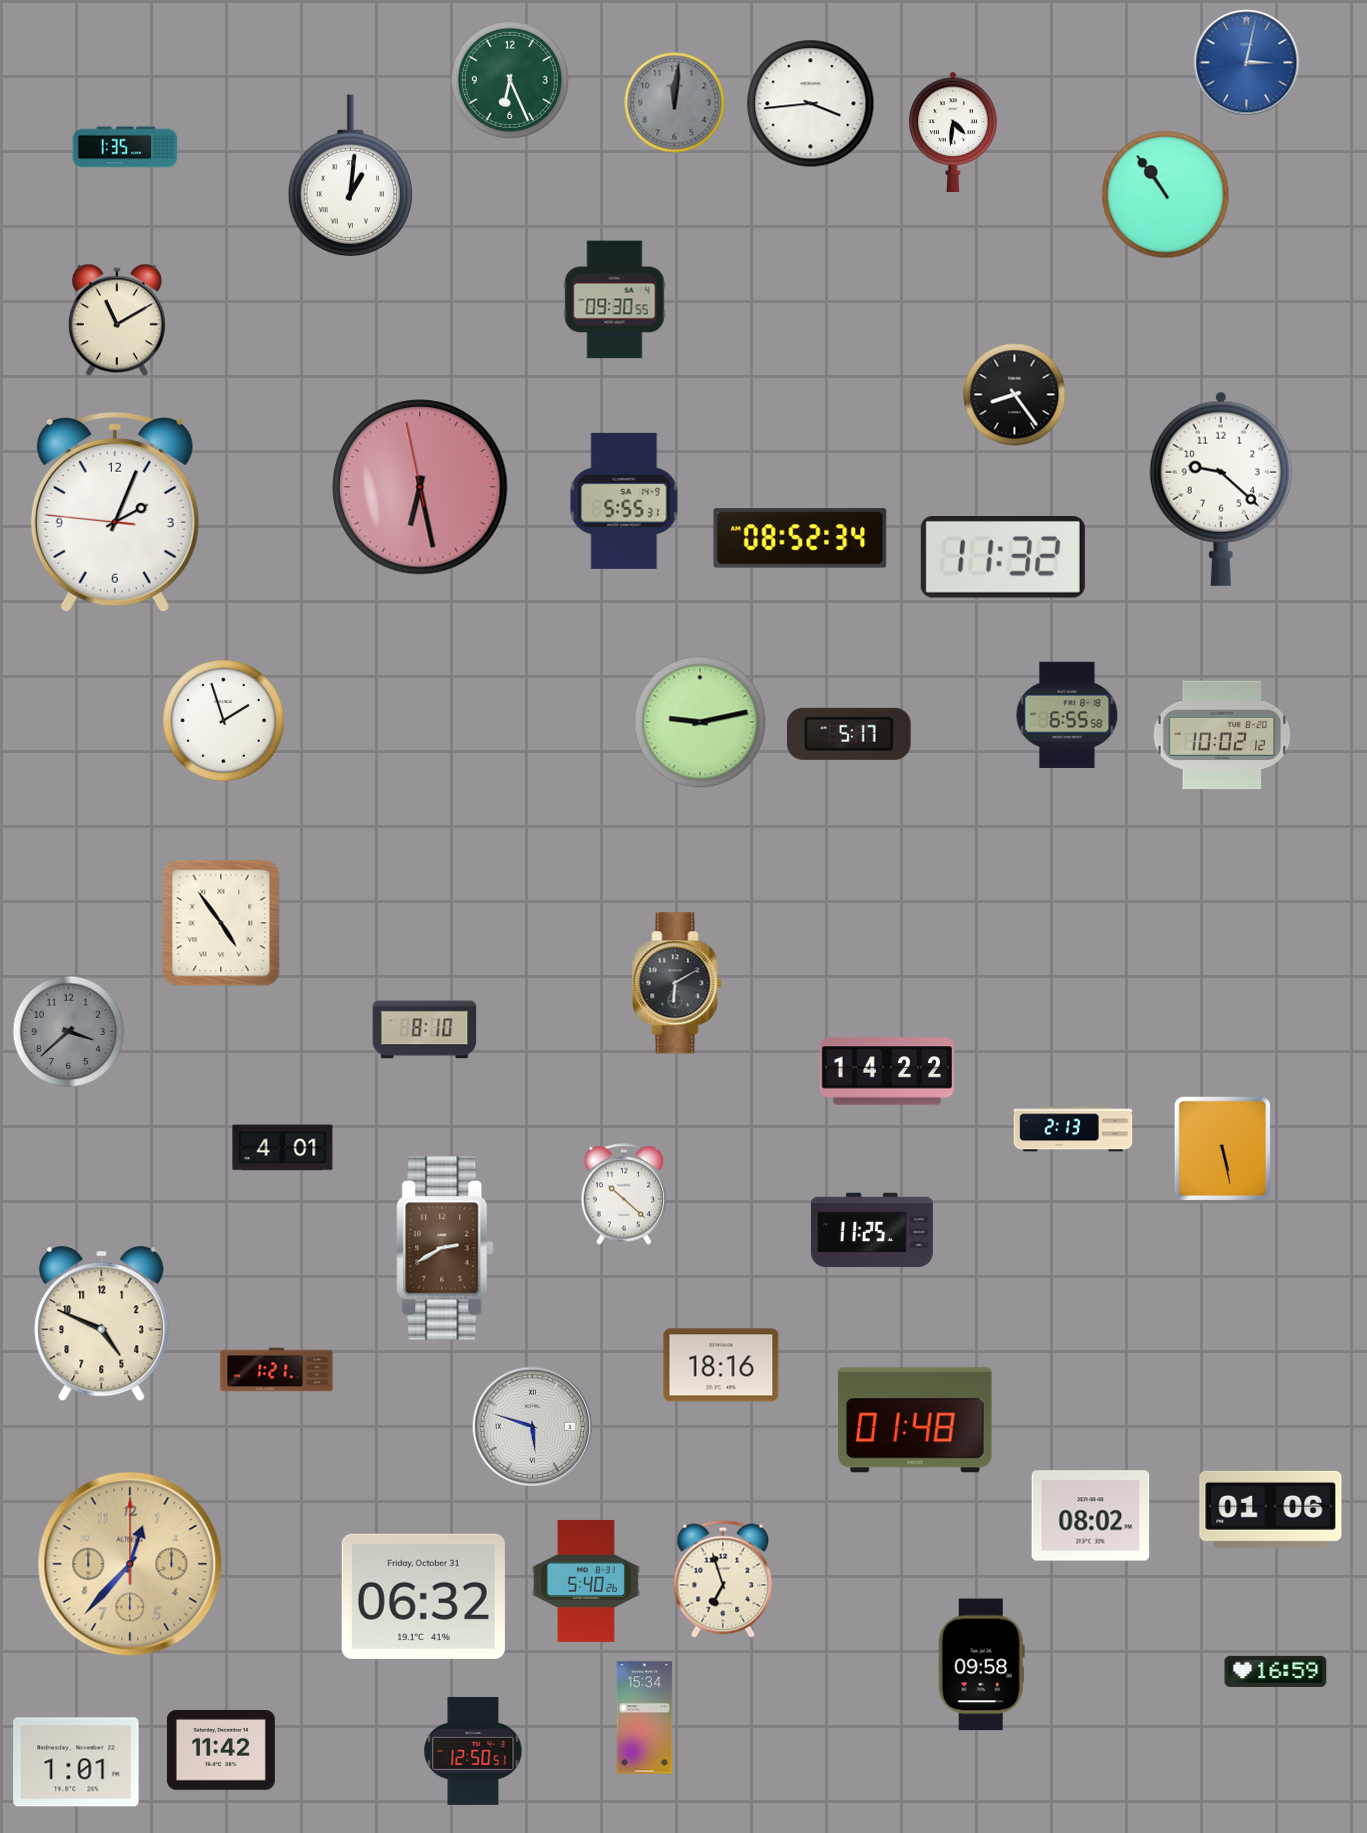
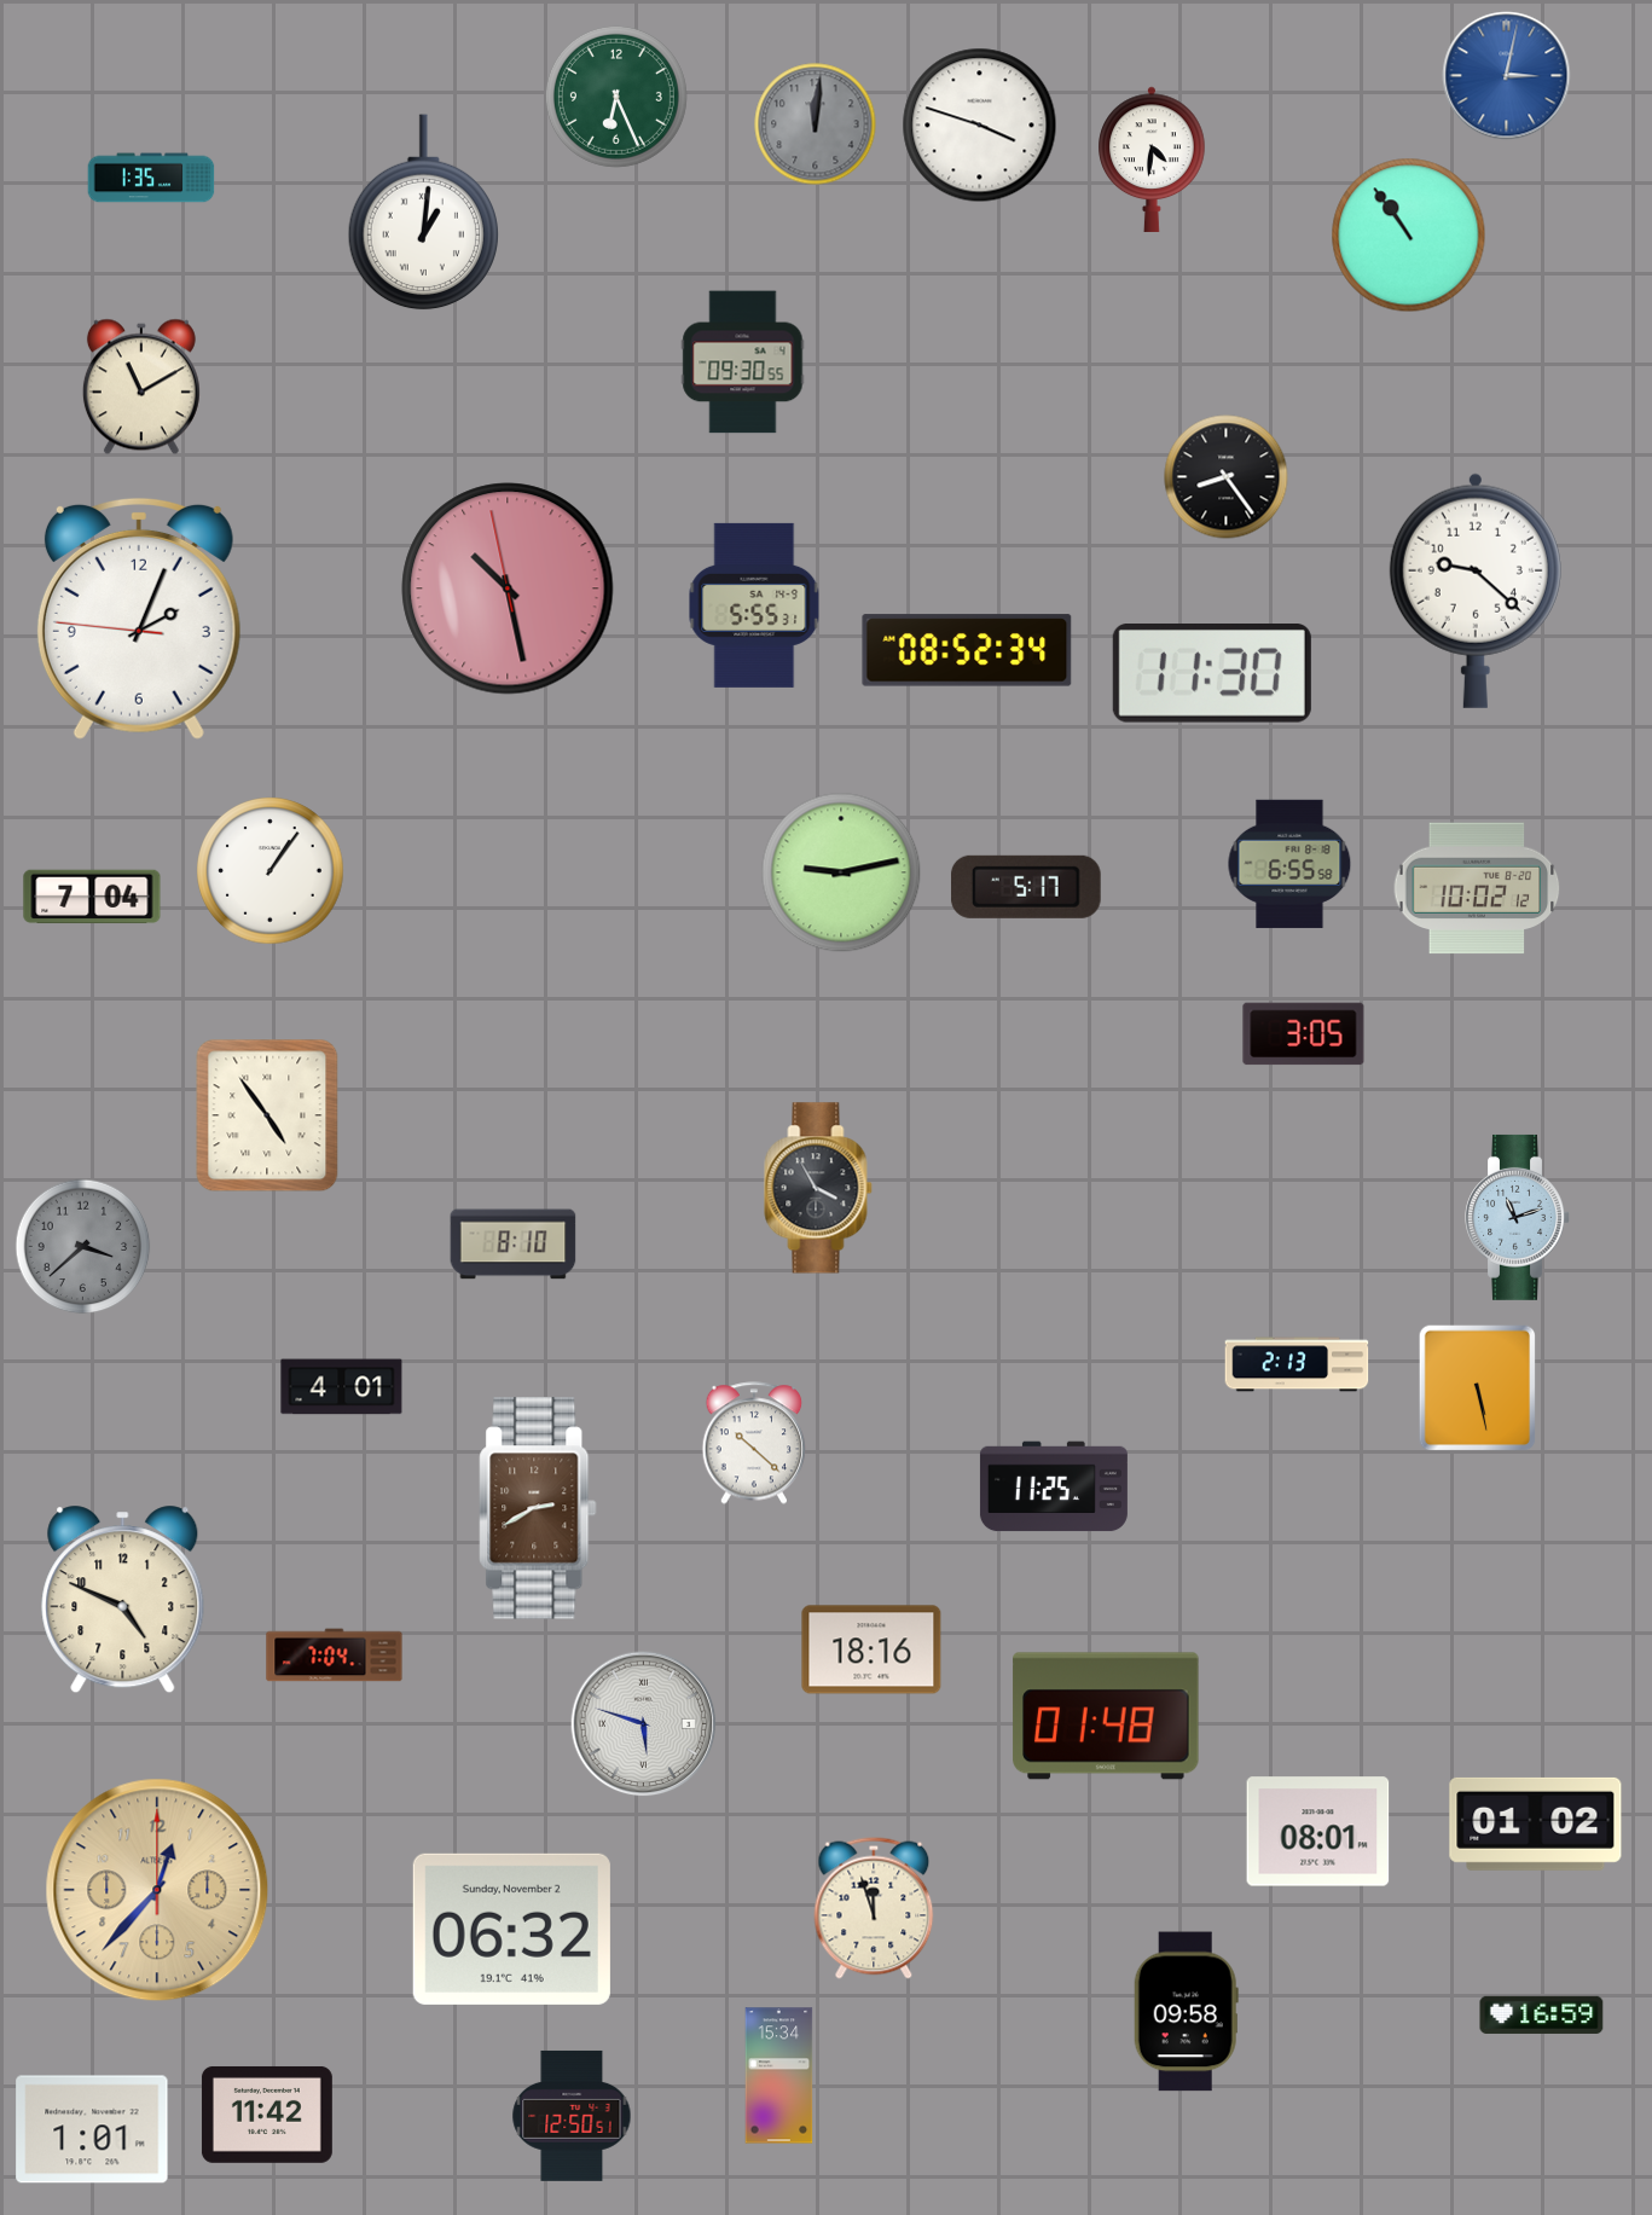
clock at (811, 104): 3:44 -> 3:48
clock at (420, 487): 6:27 -> 10:27
clock at (1003, 558): 11:32 -> 11:30
clock at (224, 721): 1:57 -> 1:06
clock at (700, 722) position: (700, 722) -> (841, 872)
clock at (92, 897): none -> 7:04
clock at (1304, 1034): none -> 3:05
clock at (677, 983): 6:10 -> 3:55
clock at (1518, 1217): none -> 11:12
clock at (886, 1071): 14:22 -> none
clock at (277, 1370): 1:21 -> 7:04
clock at (1271, 1509): 01:06 -> 01:02
clock at (1091, 1516): 08:02 -> 08:01
clock at (723, 1579): 6:57 -> 11:57
clock at (586, 1581): 5:40 -> none
clock at (423, 1596) date: Friday, October 31 -> Sunday, November 2
clock at (1276, 1671) position: (1276, 1671) -> (1542, 2014)
